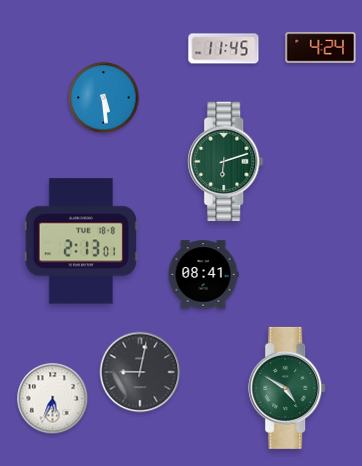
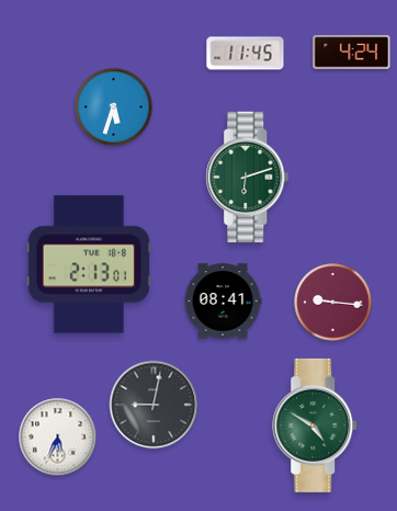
clock at (104, 98): 5:29 -> 5:33
clock at (333, 303): none -> 9:16
clock at (140, 372) position: (140, 372) -> (154, 405)
